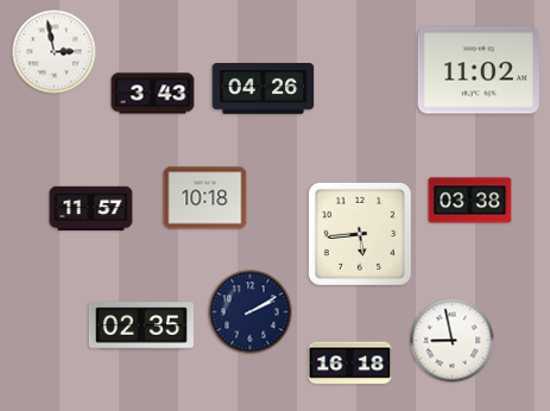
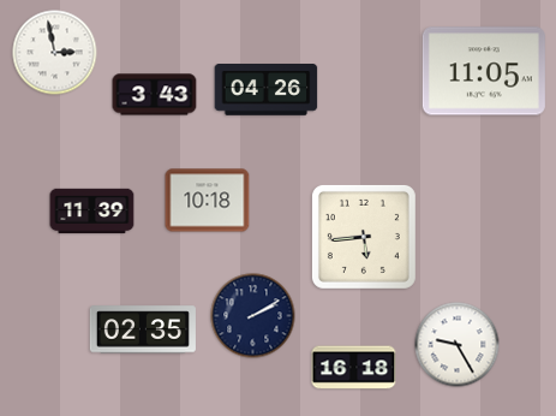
clock at (479, 70): 11:02 -> 11:05
clock at (470, 201): 03:38 -> none
clock at (91, 209): 11:57 -> 11:39
clock at (453, 341): 8:58 -> 9:25
